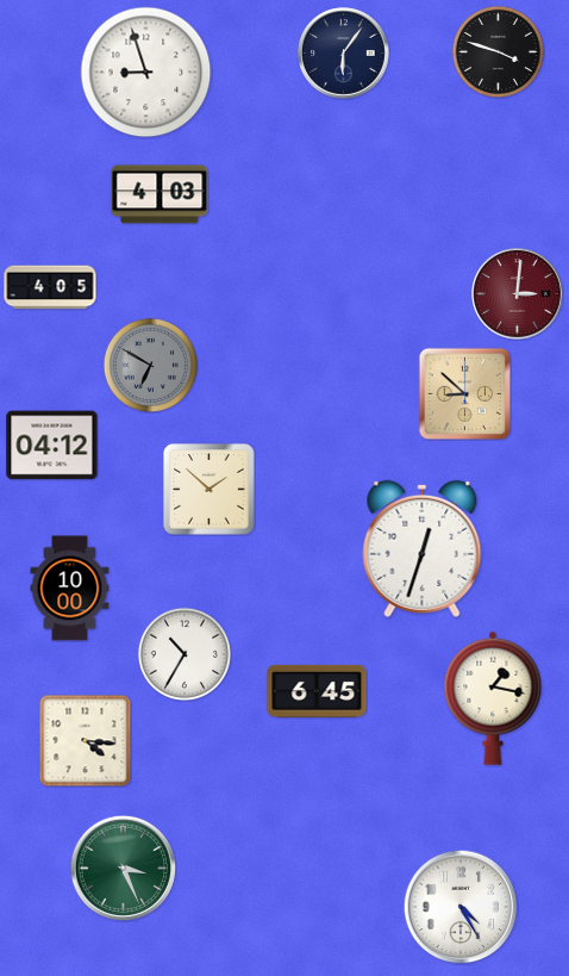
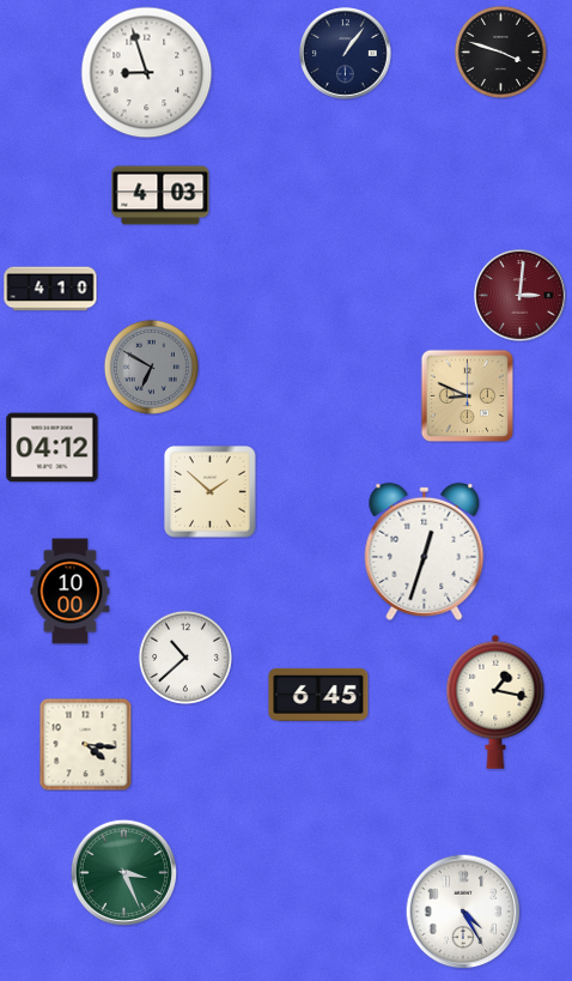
clock at (344, 54): 6:06 -> 1:06
clock at (50, 287): 4:05 -> 4:10
clock at (464, 393): 8:52 -> 8:49
clock at (185, 654): 10:35 -> 10:38
